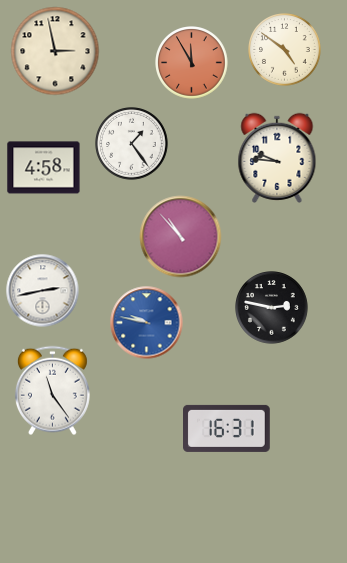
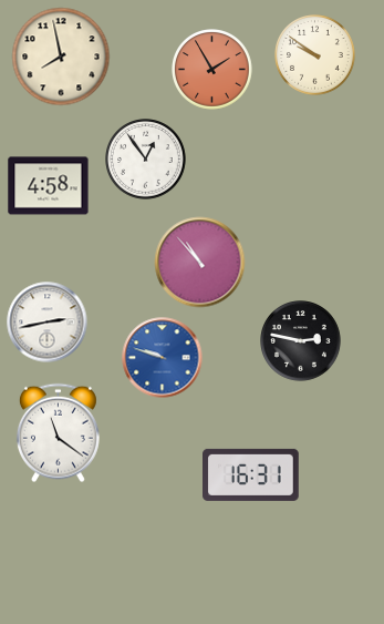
clock at (285, 50): 4:51 -> 9:51
clock at (55, 51): 2:58 -> 7:58
clock at (192, 63): 11:55 -> 1:55
clock at (132, 144): 1:24 -> 12:54
clock at (277, 158): 9:46 -> none
clock at (147, 323): 9:47 -> 9:48
clock at (52, 391): 11:24 -> 11:21
